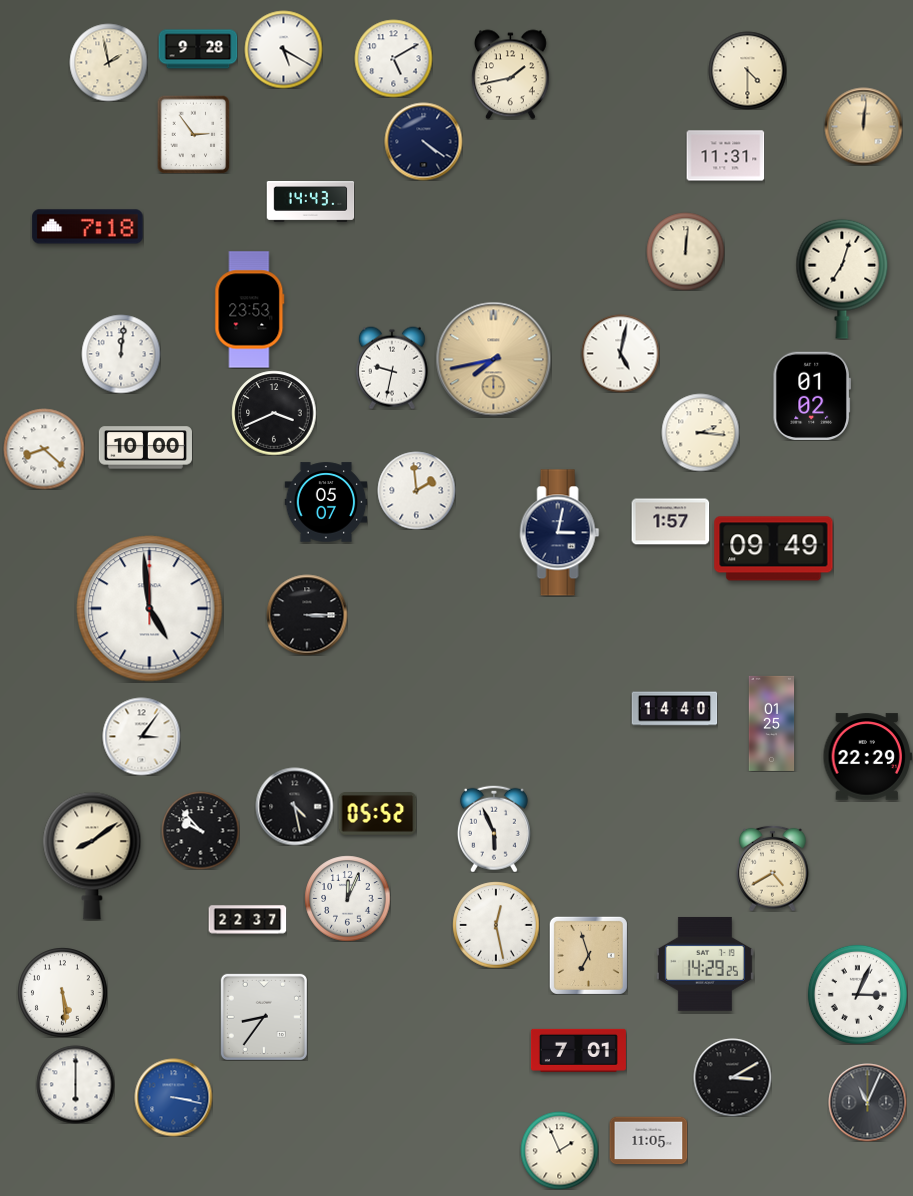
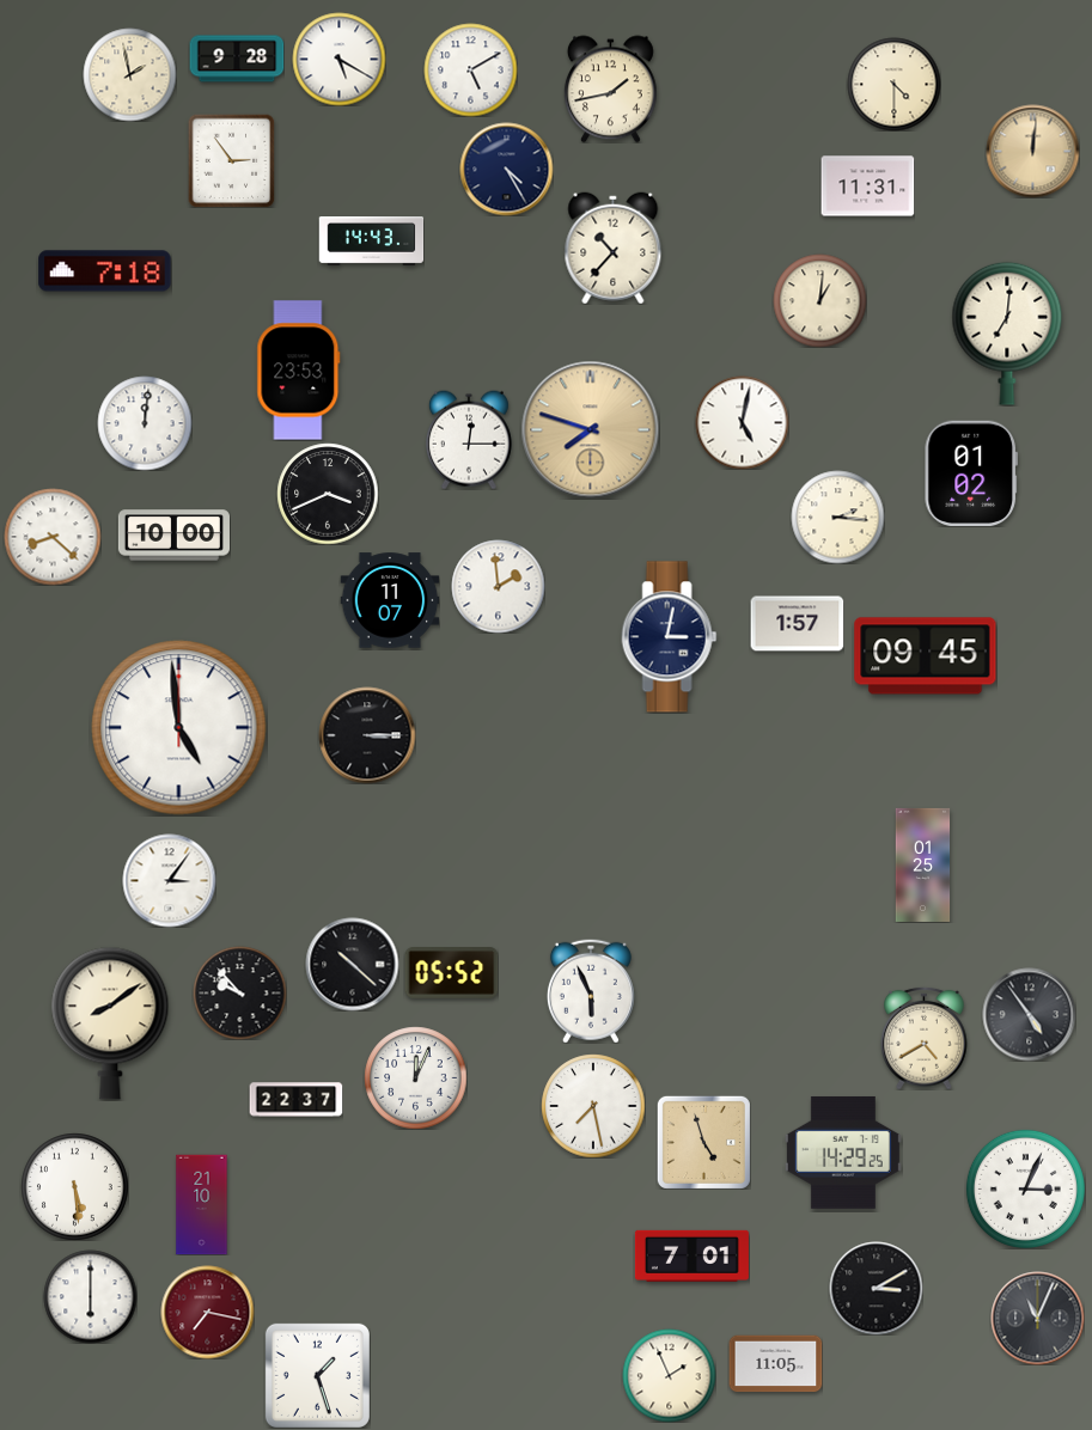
clock at (423, 141): 4:21 -> 4:25
clock at (614, 247): none -> 10:37
clock at (685, 251): 12:01 -> 1:01
clock at (842, 279): 7:03 -> 7:01
clock at (493, 359): 7:43 -> 7:48
clock at (392, 368): 9:32 -> 12:15
clock at (326, 502): 05:07 -> 11:07
clock at (670, 522) position: (670, 522) -> (797, 624)
clock at (774, 549): 09:49 -> 09:45
clock at (674, 709): 14:40 -> none
clock at (867, 757): 22:29 -> none
clock at (294, 806): 4:28 -> 10:22
clock at (1029, 1014): none -> 4:54
clock at (347, 898) position: (347, 898) -> (415, 1077)
clock at (496, 925): 12:28 -> 7:28
clock at (588, 955): 6:57 -> 4:57
clock at (202, 1204): none -> 21:10
clock at (264, 1017): 8:36 -> none
clock at (173, 1097): 3:17 -> 7:17
clock at (173, 1097) dial: blue -> burgundy
clock at (317, 1375): none -> 1:27
